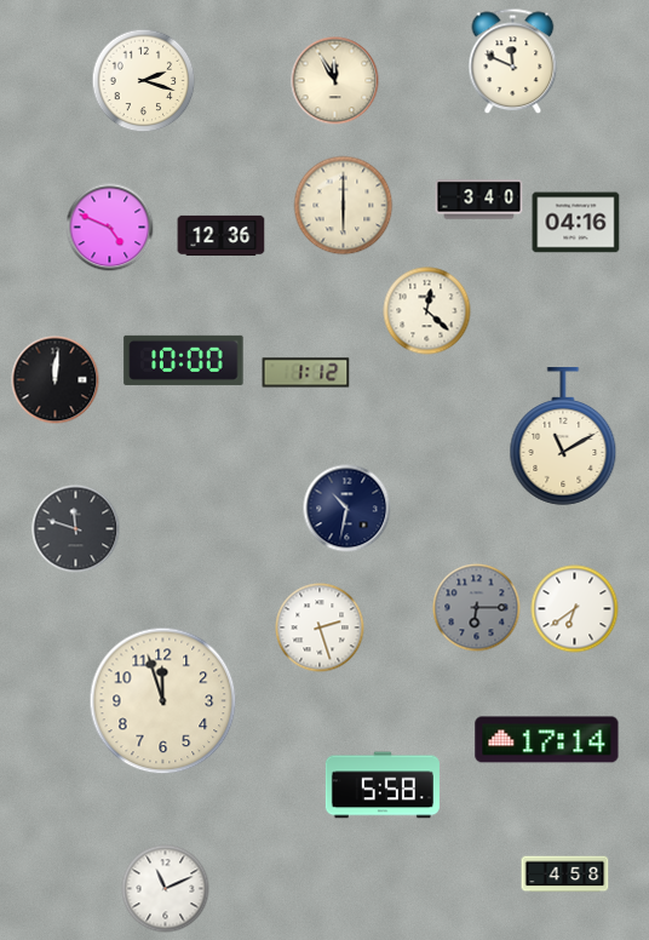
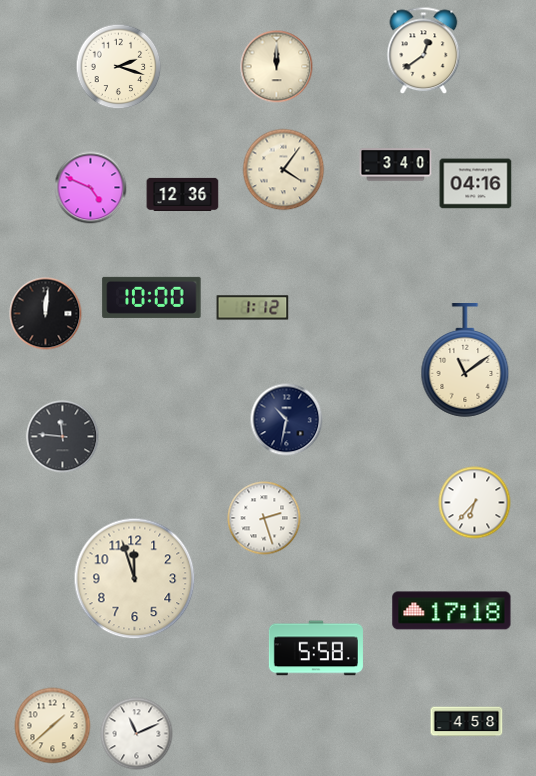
clock at (513, 62): 11:49 -> 12:39
clock at (335, 81): 11:55 -> 12:00
clock at (344, 206): 6:00 -> 4:06
clock at (427, 311): 12:22 -> none
clock at (563, 437): 11:10 -> 11:09
clock at (76, 529): 11:48 -> 11:46
clock at (477, 608): 6:15 -> none
clock at (575, 609): 6:39 -> 6:37
clock at (547, 740): 17:14 -> 17:18
clock at (53, 726): none -> 1:38
